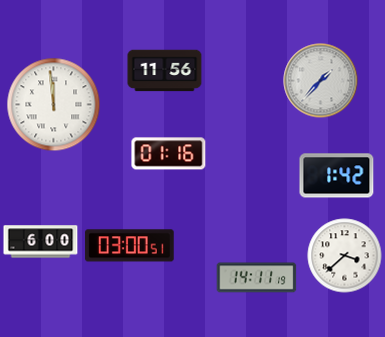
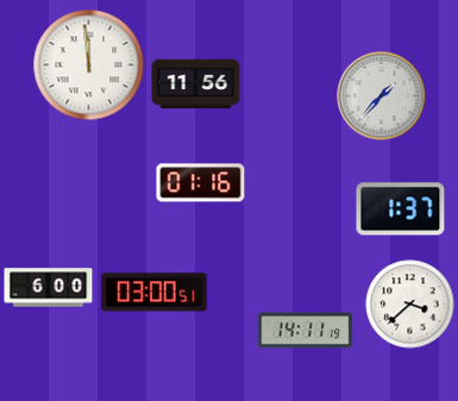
clock at (54, 105) position: (54, 105) -> (89, 65)
clock at (337, 176): 1:42 -> 1:37
